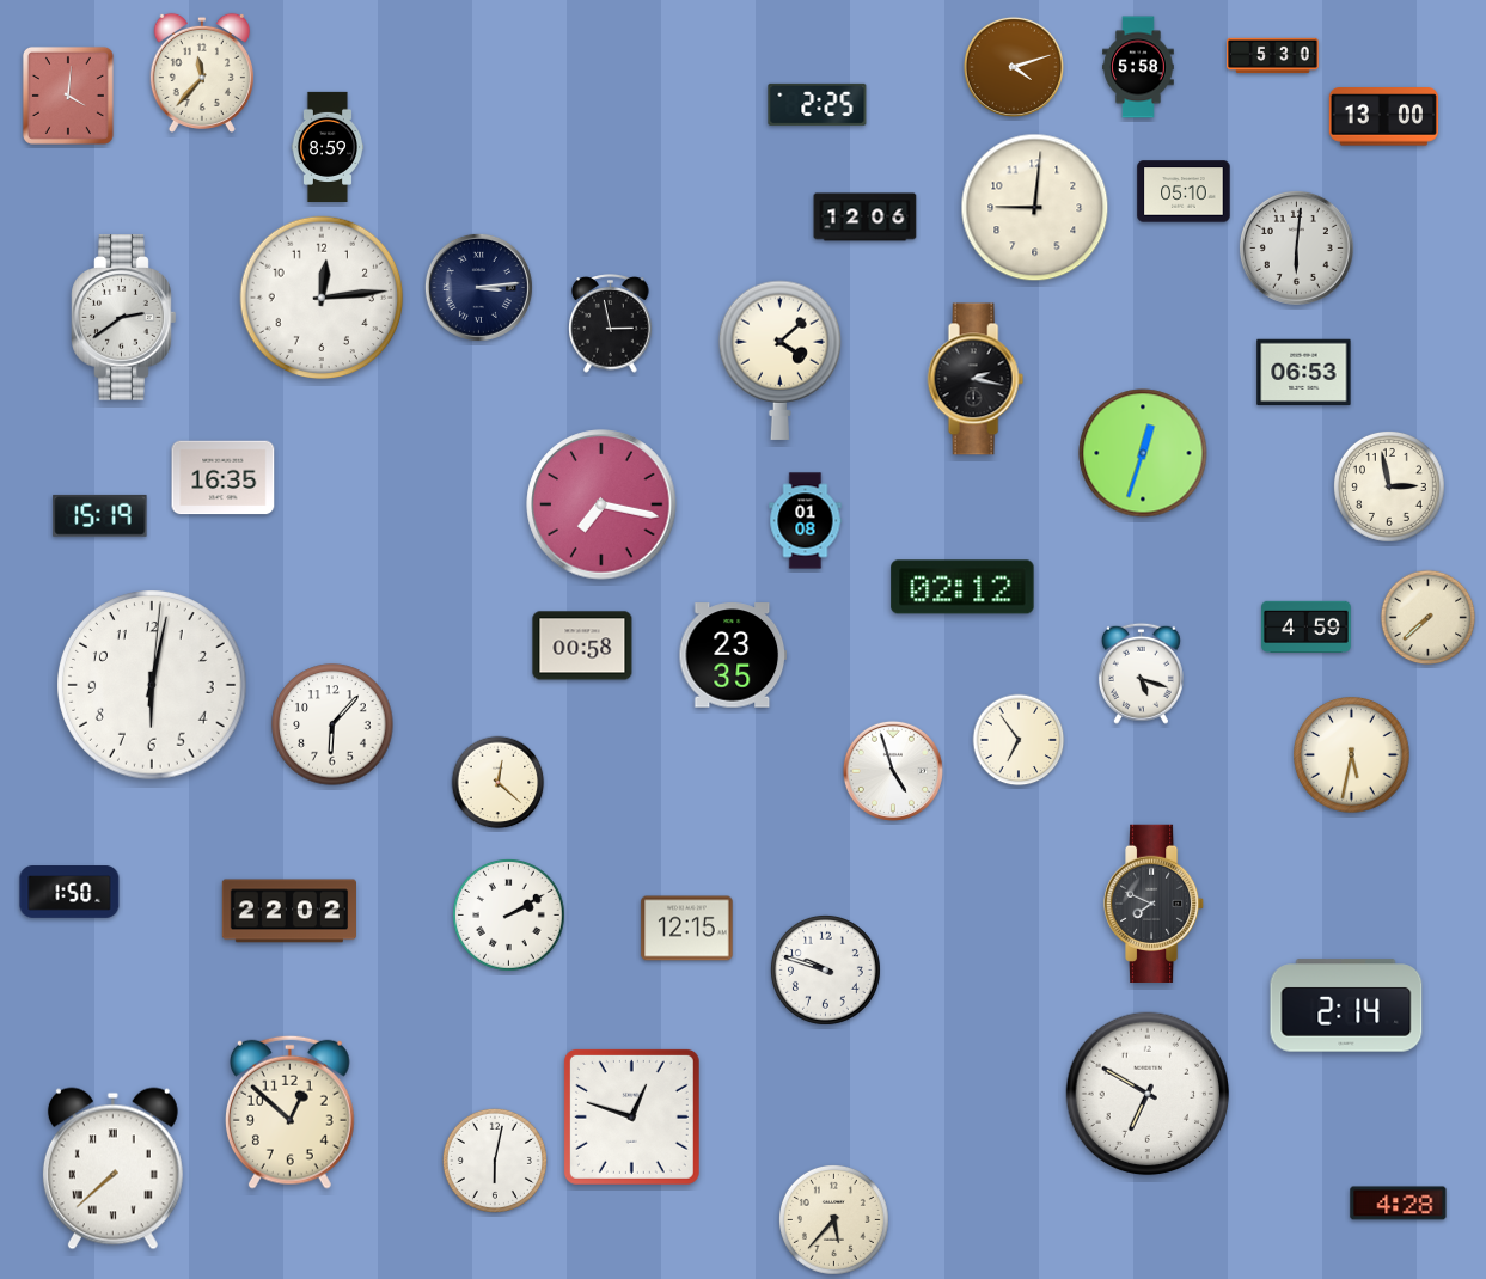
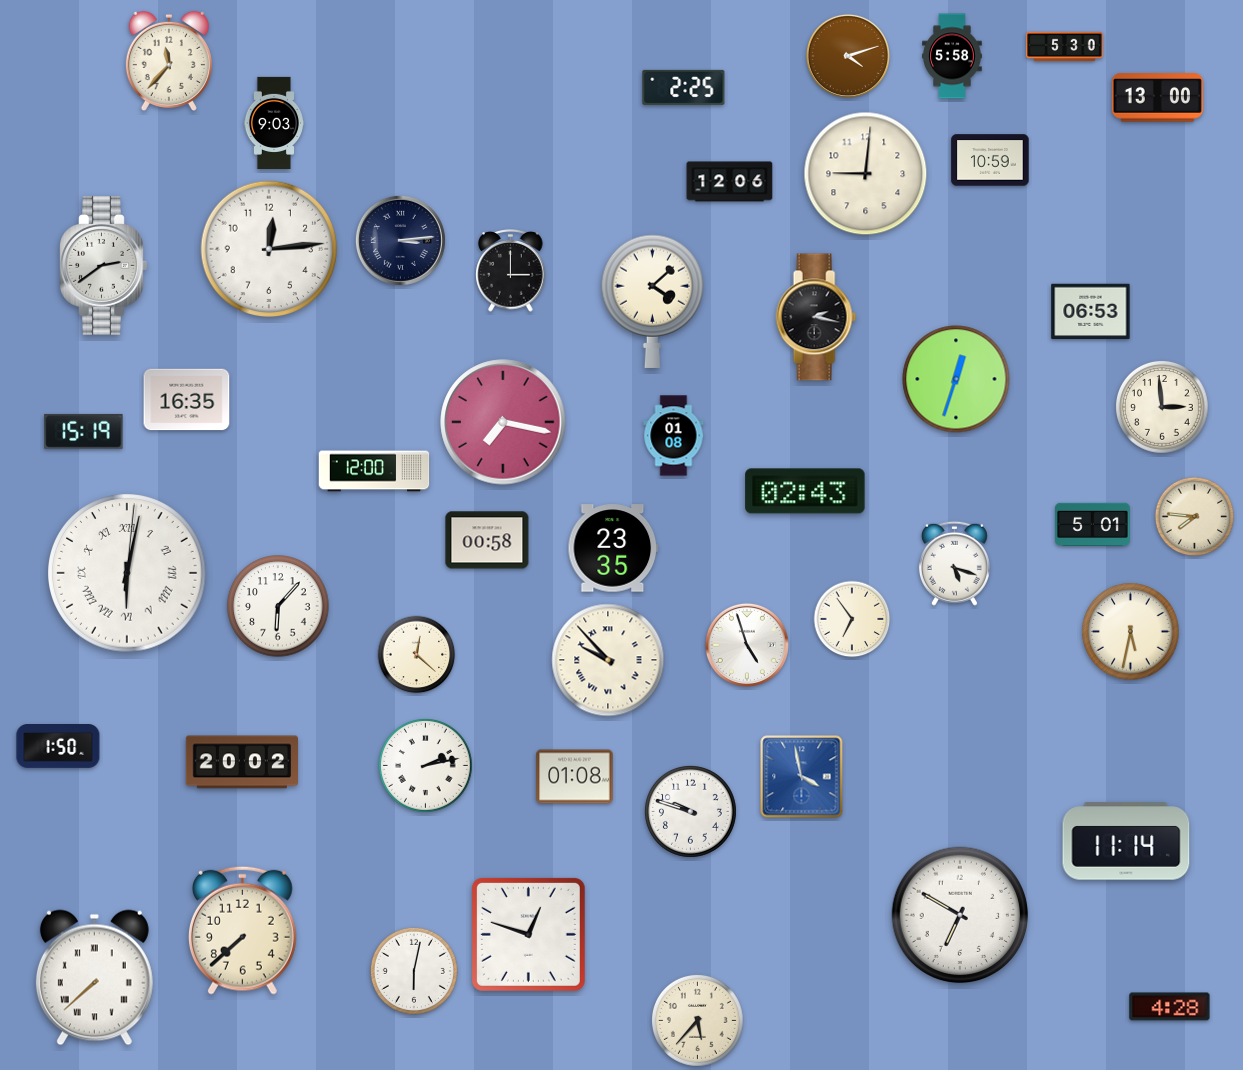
clock at (68, 96): 4:01 -> none
clock at (328, 146): 8:59 -> 9:03
clock at (1184, 191): 05:10 -> 10:59
clock at (866, 218) position: (866, 218) -> (730, 182)
clock at (1296, 247): 6:01 -> none
clock at (611, 324): 2:58 -> 3:00
clock at (1389, 486): 2:58 -> 2:59
clock at (374, 471): none -> 12:00
clock at (962, 587): 02:12 -> 02:43
clock at (1429, 618): 7:38 -> 7:46
clock at (1307, 626): 4:59 -> 5:01
clock at (152, 685) numerals: Arabic -> Roman
clock at (608, 660): none -> 9:53
clock at (1154, 902): 7:49 -> none
clock at (288, 911): 22:02 -> 20:02
clock at (509, 916): 2:10 -> 2:13
clock at (687, 929): 12:15 -> 01:08
clock at (802, 777): none -> 3:58
clock at (1346, 1005): 2:14 -> 11:14
clock at (289, 1112): 12:52 -> 7:38
